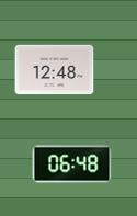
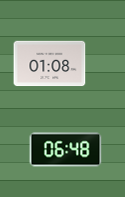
clock at (55, 70): 12:48 -> 01:08
